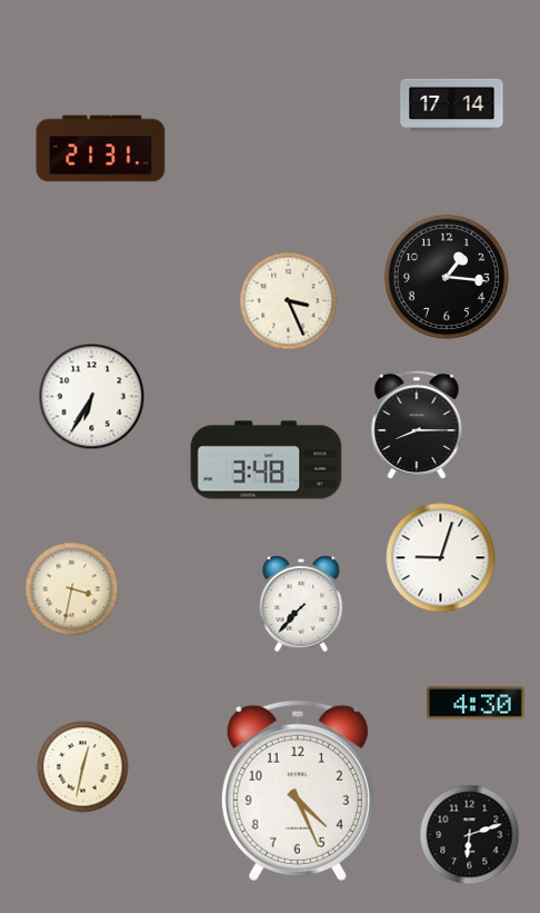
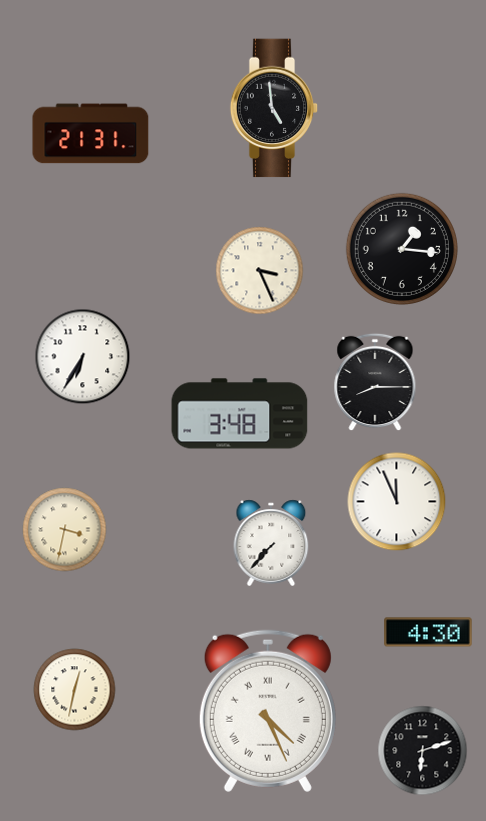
clock at (452, 105): 17:14 -> none
clock at (274, 108): none -> 4:59
clock at (441, 558): 9:03 -> 11:56
clock at (298, 791) numerals: Arabic -> Roman
